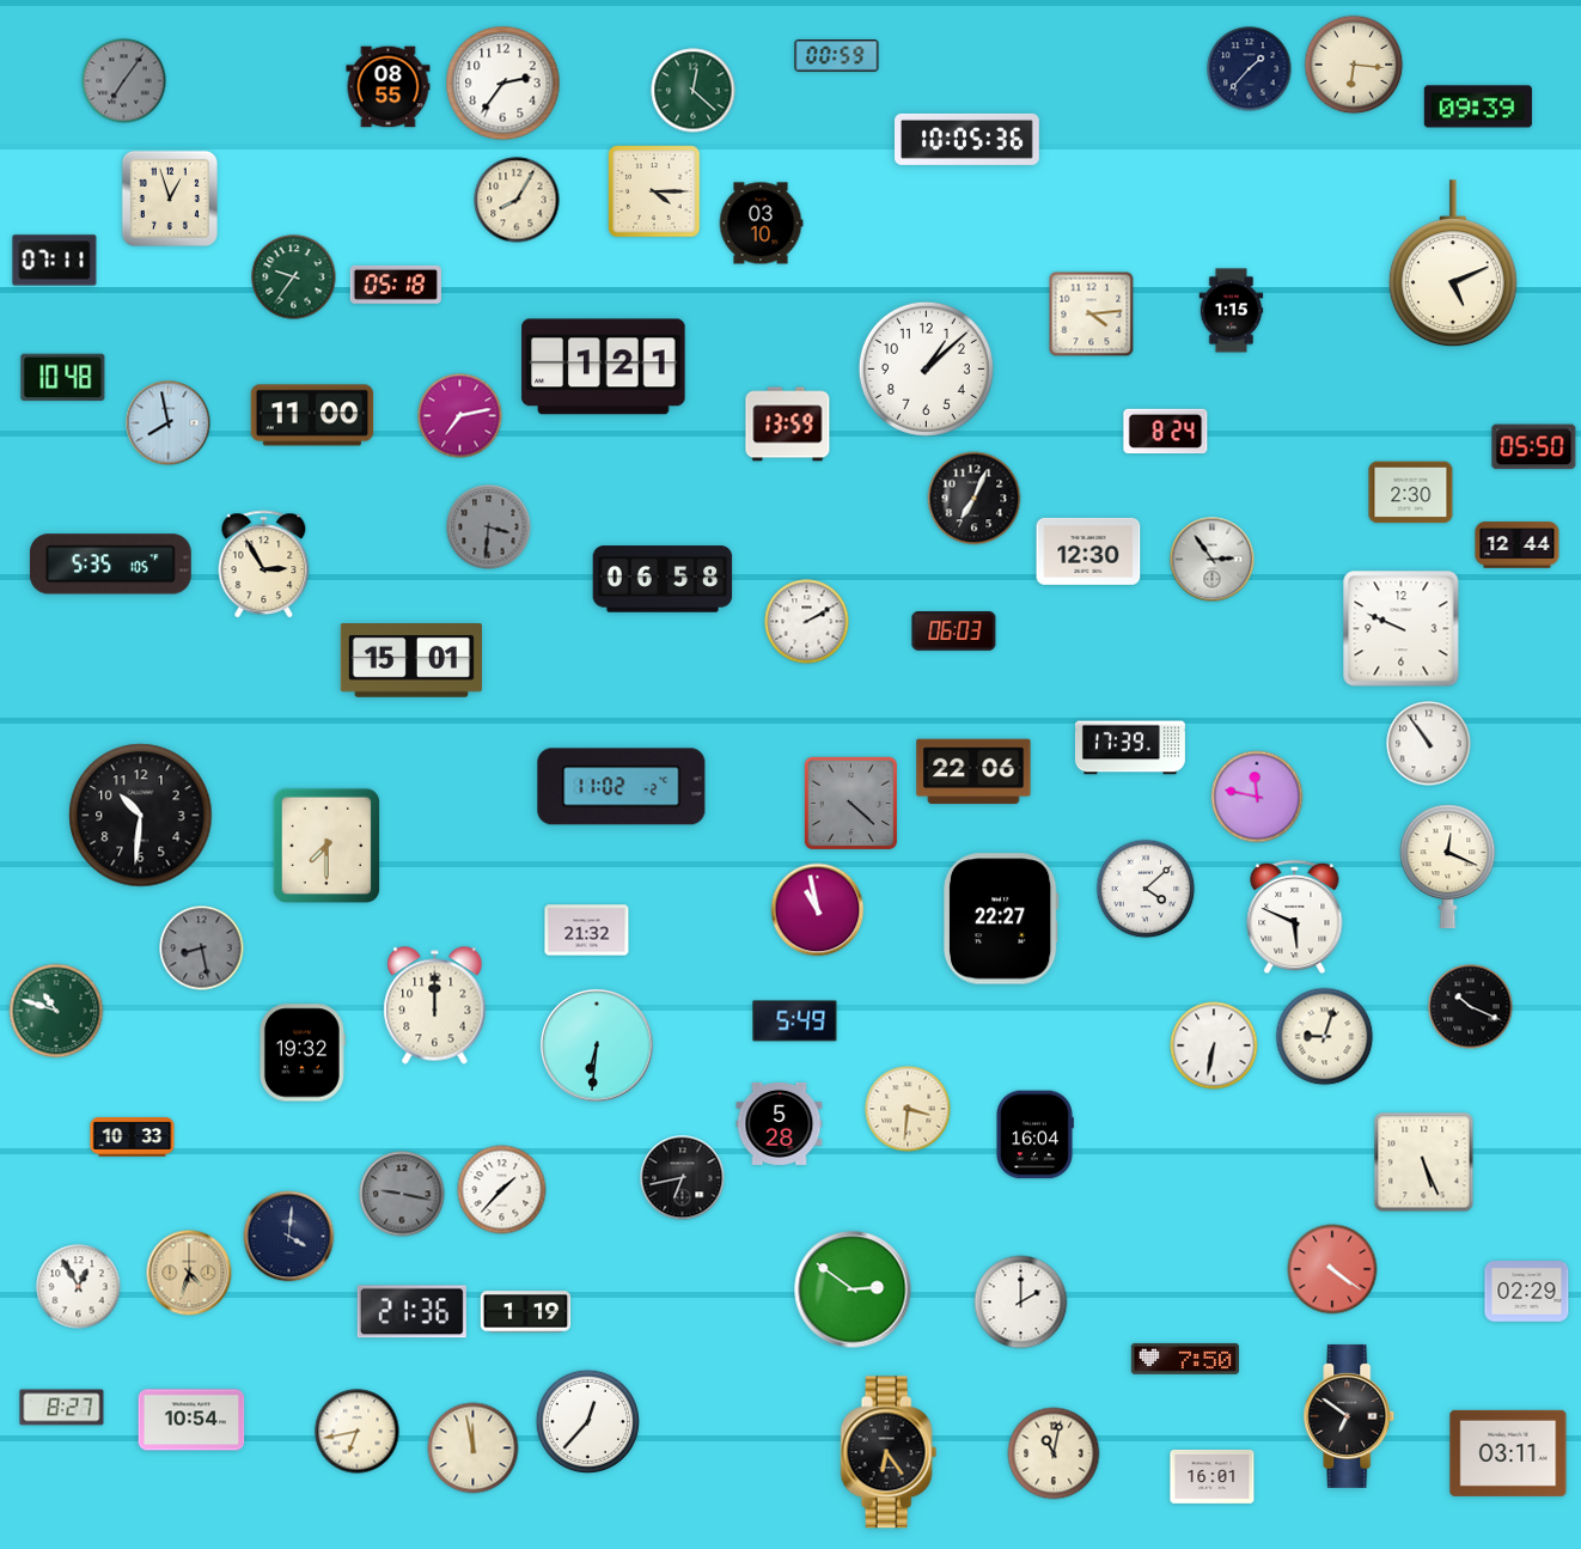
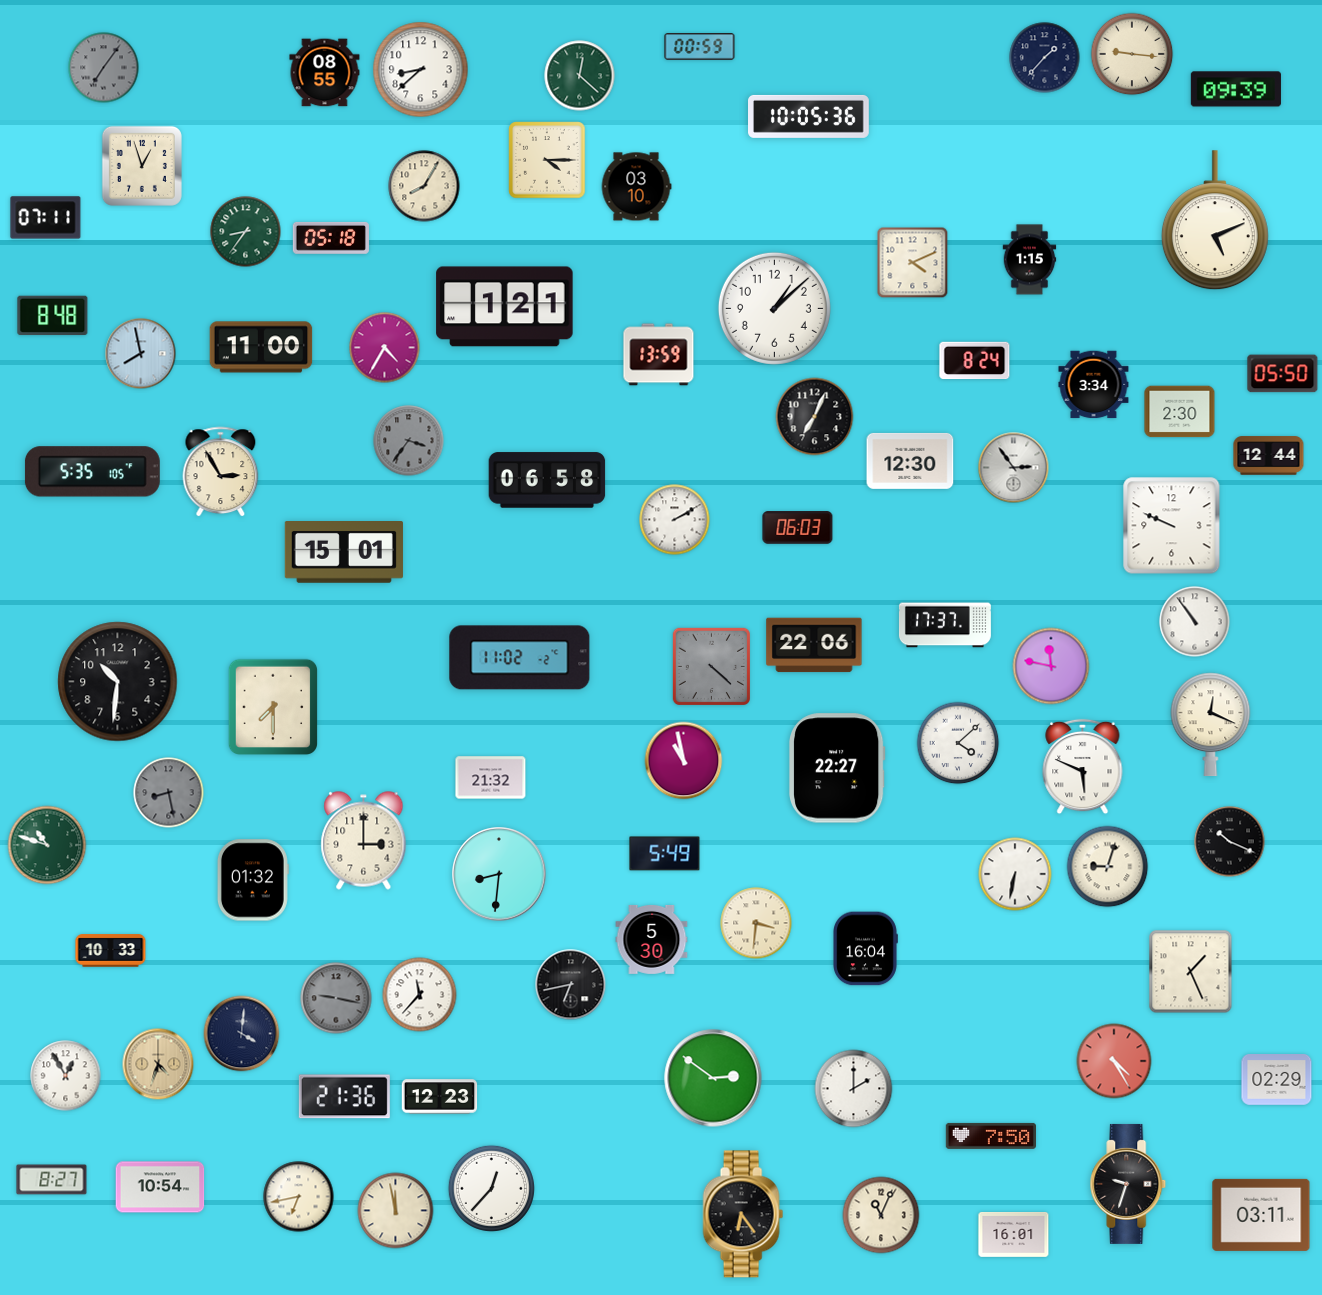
clock at (1354, 65): 6:16 -> 9:16
clock at (503, 84): 2:36 -> 8:38
clock at (517, 200) position: (517, 200) -> (424, 186)
clock at (294, 278): 9:36 -> 8:36
clock at (1092, 315): 4:14 -> 4:11
clock at (63, 378): 10:48 -> 8:48
clock at (460, 416): 7:13 -> 4:35
clock at (1094, 385): none -> 3:34
clock at (489, 527): 3:31 -> 3:36
clock at (663, 579) position: (663, 579) -> (547, 480)
clock at (1130, 748): 17:39 -> 17:37
clock at (850, 803) position: (850, 803) -> (711, 666)
clock at (435, 1006): 12:00 -> 3:00
clock at (597, 1045): 6:31 -> 8:31
clock at (303, 1053): 19:32 -> 01:32
clock at (908, 1109) position: (908, 1109) -> (756, 923)
clock at (780, 1123): 5:28 -> 5:30
clock at (1424, 1163): 5:26 -> 1:26
clock at (502, 1190): 1:37 -> 11:37
clock at (1332, 1269): 4:21 -> 4:25
clock at (526, 1312): 1:19 -> 12:23
clock at (62, 1408) position: (62, 1408) -> (52, 1180)
clock at (1349, 1416): 6:51 -> 9:33
clock at (1054, 1453): 11:02 -> 11:04
